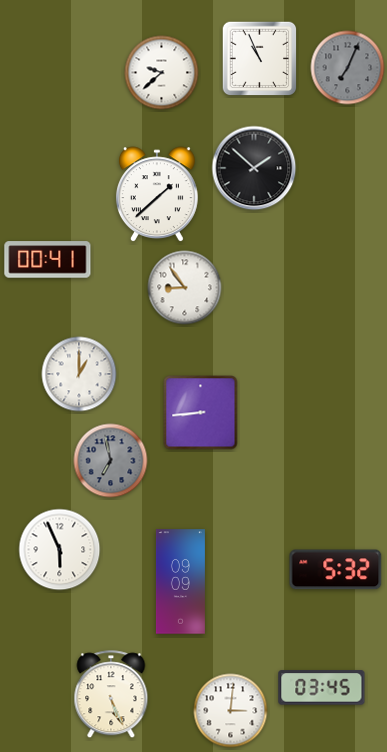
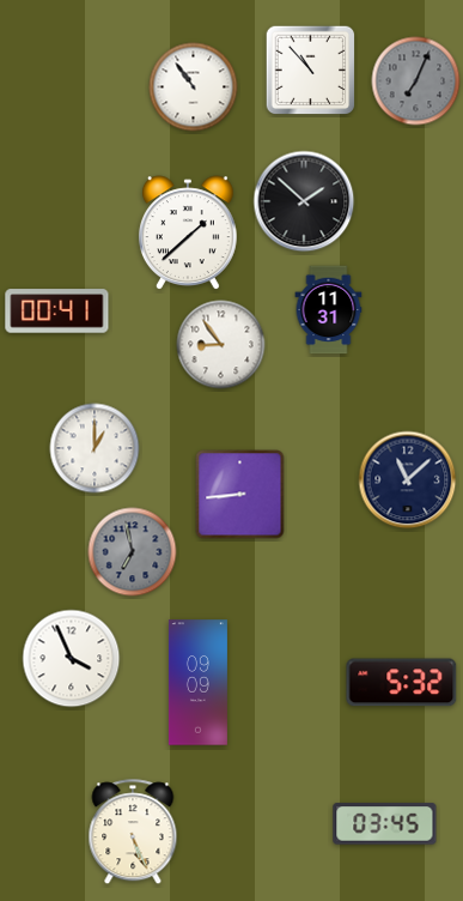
clock at (260, 59): 10:56 -> 10:53
clock at (162, 73): 9:38 -> 10:54
clock at (329, 310): none -> 11:31
clock at (408, 480): none -> 11:08
clock at (60, 550): 5:56 -> 3:56
clock at (180, 582) position: (180, 582) -> (197, 683)
clock at (231, 711): 3:01 -> none
